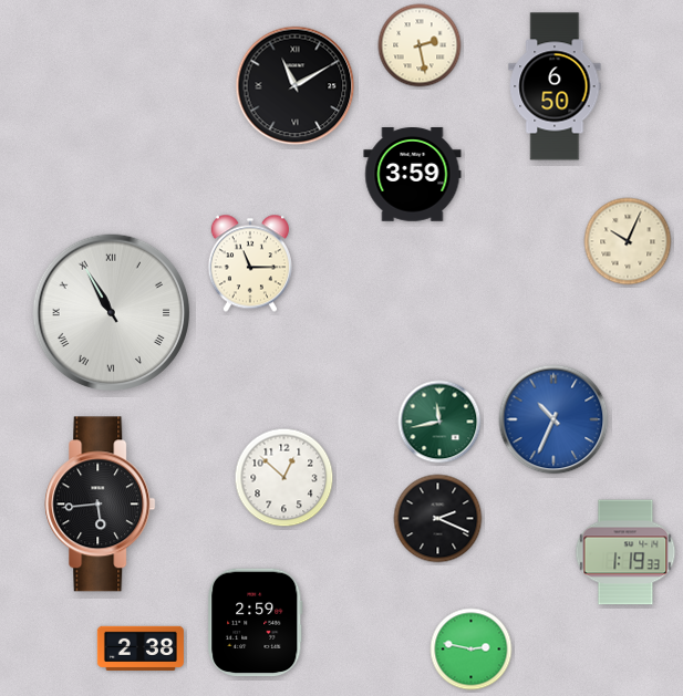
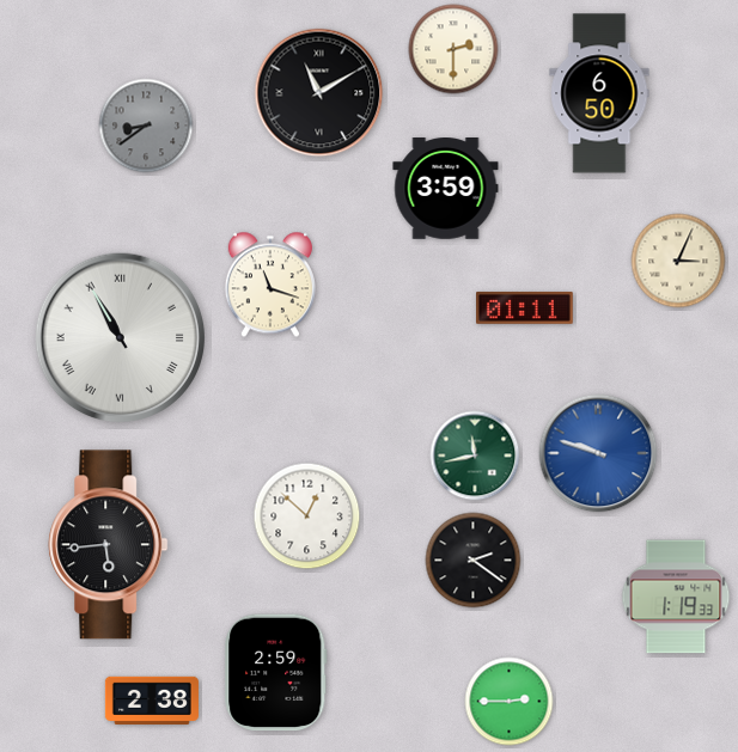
clock at (420, 45): 2:28 -> 2:30
clock at (146, 126): none -> 8:39
clock at (628, 241): 10:04 -> 3:04
clock at (250, 263): 11:15 -> 11:18
clock at (525, 307): none -> 01:11
clock at (553, 419): 10:34 -> 9:48
clock at (438, 519): 2:19 -> 2:21
clock at (472, 650): 2:47 -> 2:45
